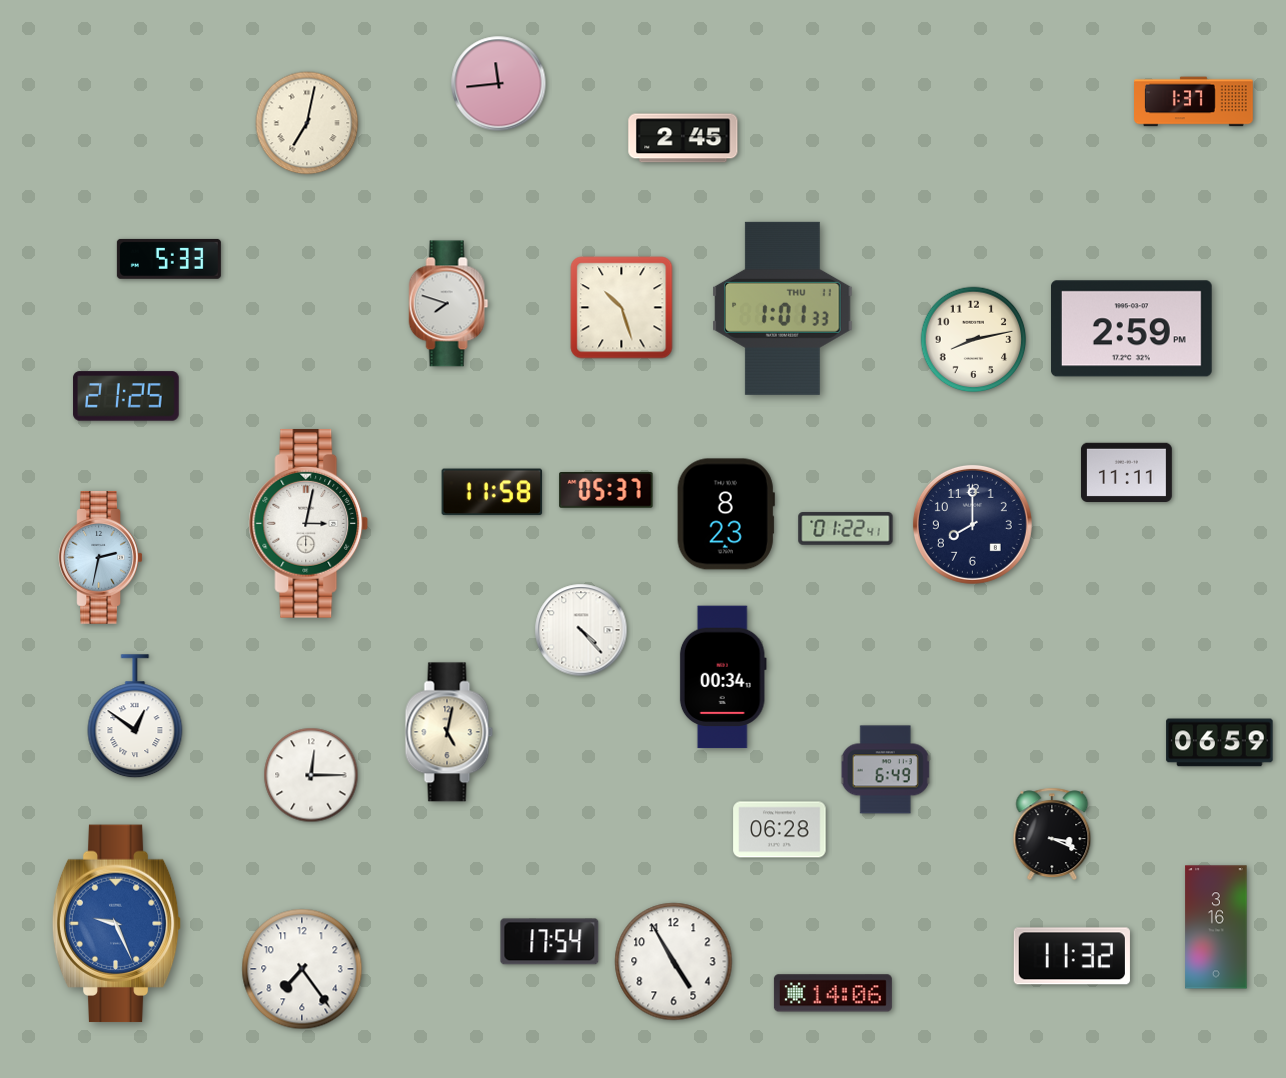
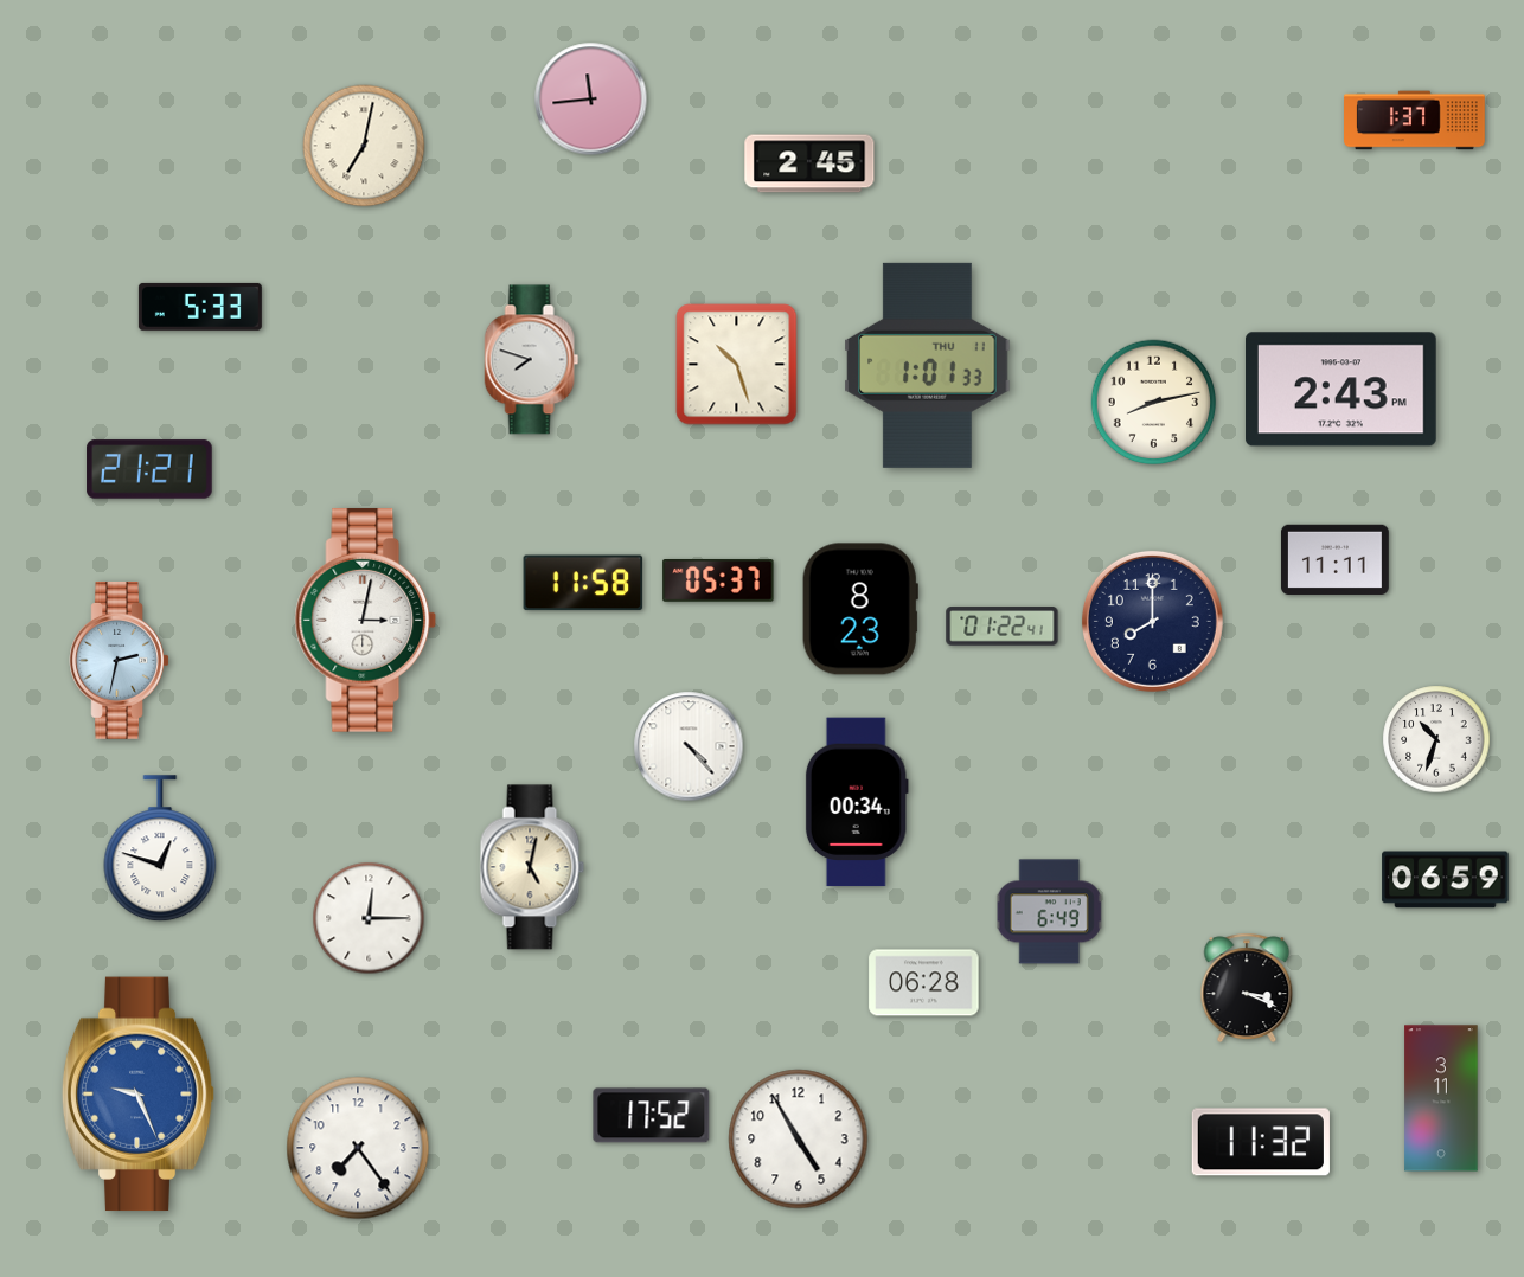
clock at (1131, 329): 2:59 -> 2:43
clock at (126, 396): 21:25 -> 21:21
clock at (1436, 739): none -> 10:33
clock at (135, 717): 12:51 -> 12:48
clock at (1216, 927): 3:16 -> 3:11
clock at (550, 942): 17:54 -> 17:52
clock at (1072, 956) position: (1072, 956) -> (1261, 1142)
clock at (833, 993): 14:06 -> none
